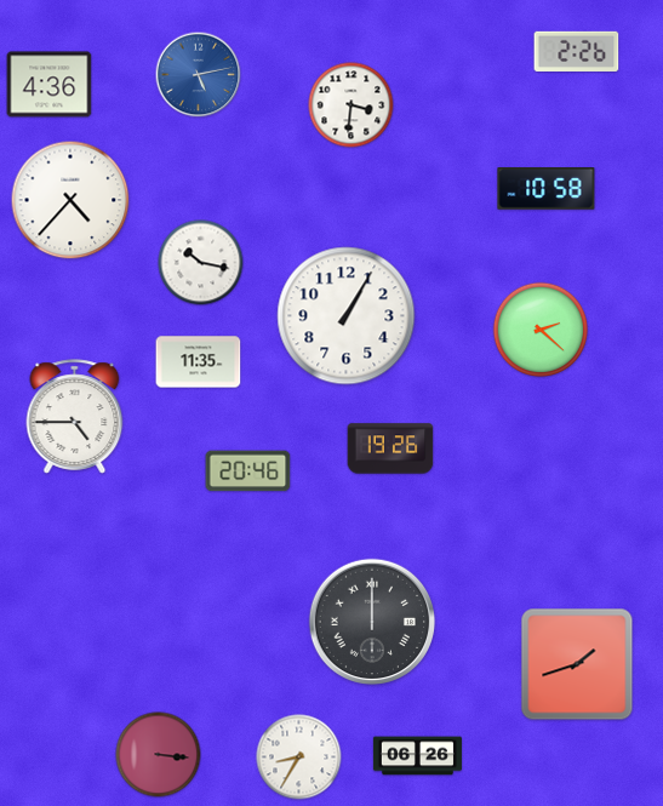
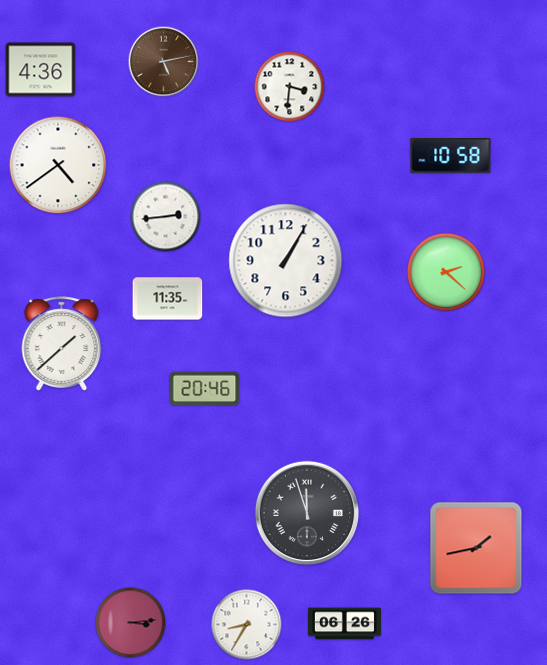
clock at (577, 51): 2:26 -> none
clock at (199, 75) dial: blue -> brown
clock at (70, 200): 4:37 -> 4:39
clock at (201, 263): 10:17 -> 2:44
clock at (199, 362) position: (199, 362) -> (168, 299)
clock at (75, 417): 4:45 -> 1:38
clock at (390, 448): 19:26 -> none
clock at (372, 621): 12:00 -> 11:57
clock at (577, 664): 1:42 -> 1:43
clock at (159, 755): 3:16 -> 3:14
